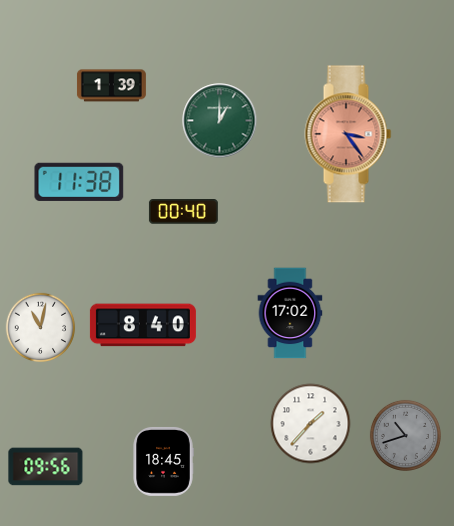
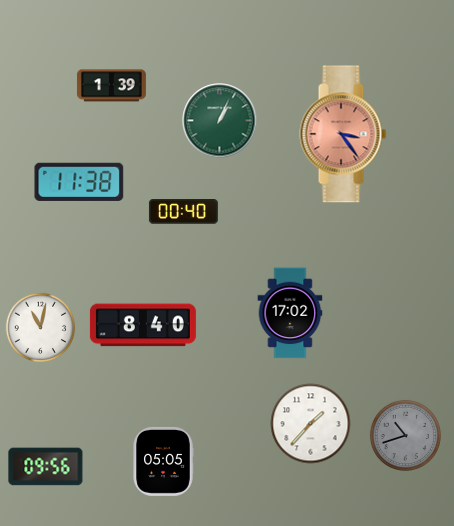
clock at (220, 121): 1:00 -> 1:04
clock at (348, 134) position: (348, 134) -> (343, 134)
clock at (163, 461): 18:45 -> 05:05
